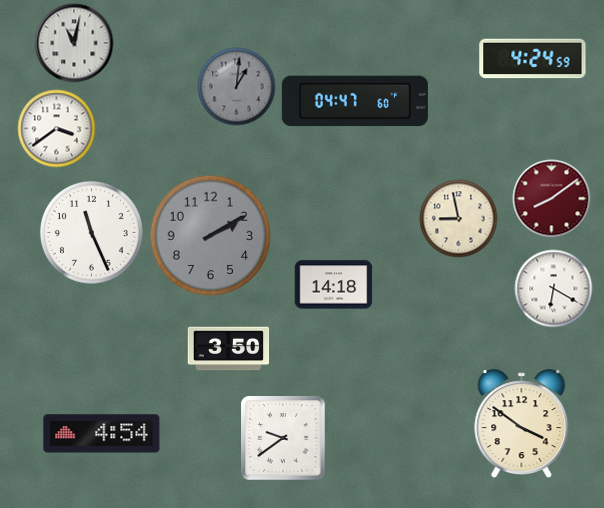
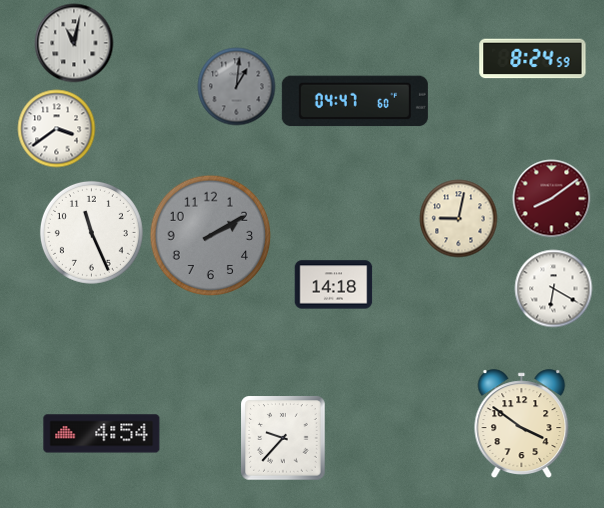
clock at (533, 59): 4:24 -> 8:24
clock at (458, 218): 8:58 -> 9:02
clock at (228, 349): 3:50 -> none
clock at (283, 438): 9:39 -> 9:37
